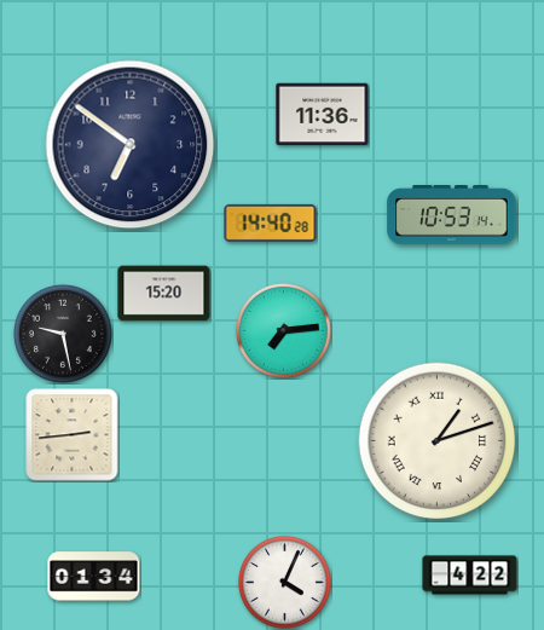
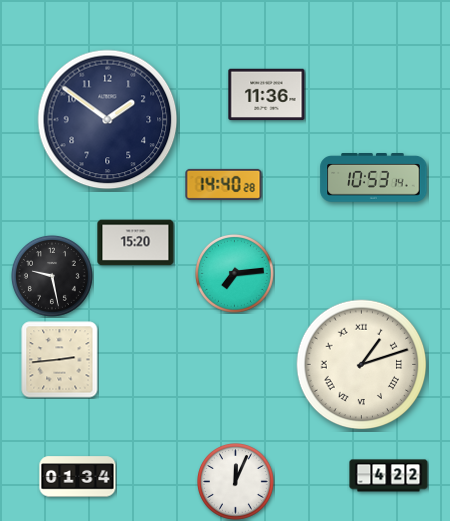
clock at (131, 145): 6:51 -> 1:51
clock at (285, 583): 4:04 -> 12:04
